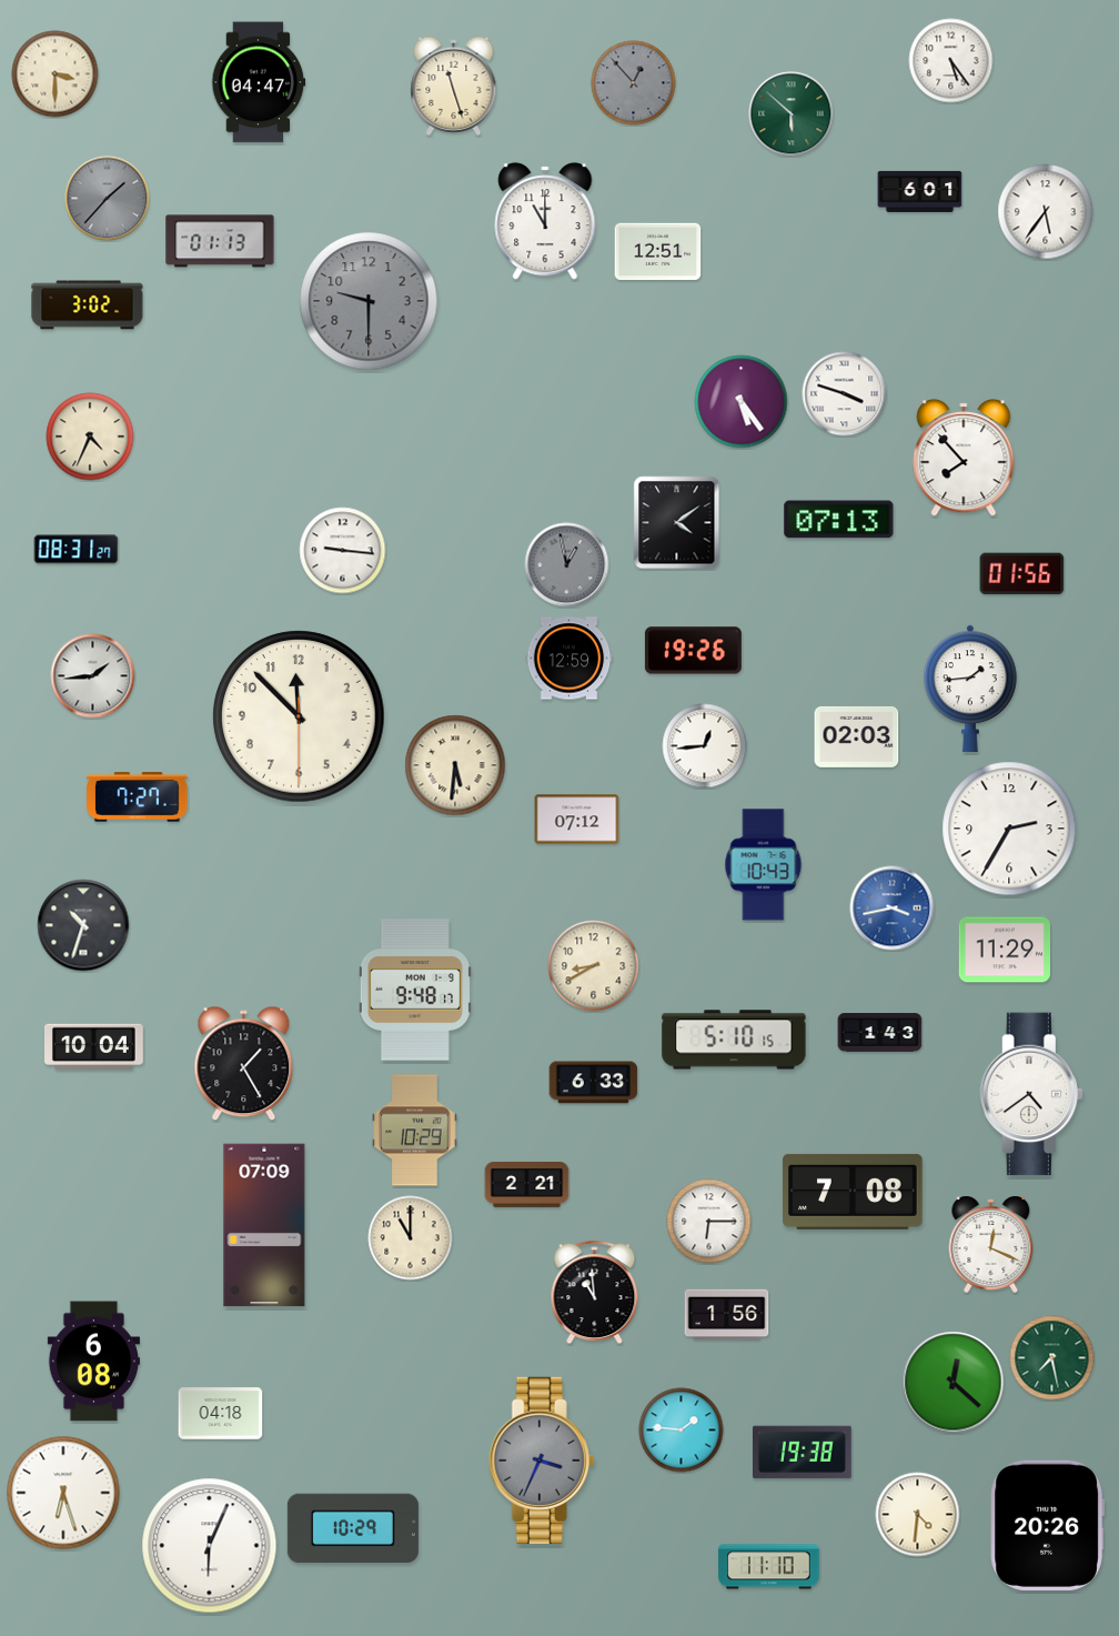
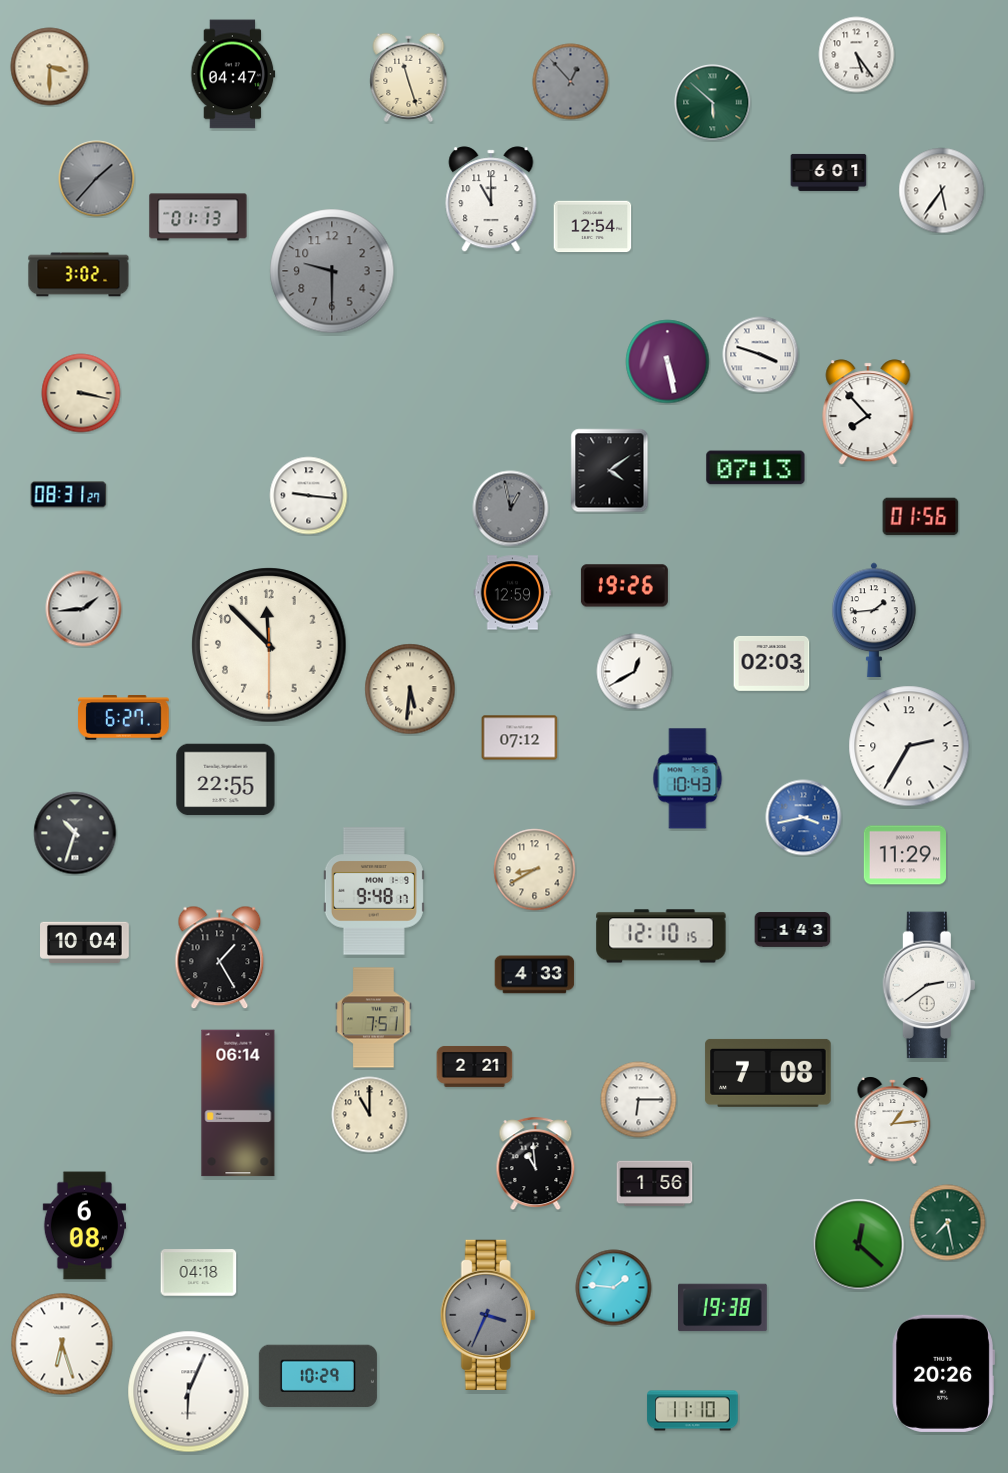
clock at (634, 83) position: (634, 83) -> (571, 82)
clock at (658, 252): 12:51 -> 12:54
clock at (742, 402): 5:24 -> 5:28
clock at (90, 436): 4:34 -> 3:17
clock at (705, 746): 12:44 -> 12:40
clock at (138, 797): 7:27 -> 6:27
clock at (226, 780): none -> 22:55
clock at (734, 1040): 5:10 -> 12:10
clock at (594, 1083): 6:33 -> 4:33
clock at (1030, 1094): 4:39 -> 2:39
clock at (415, 1131): 10:29 -> 7:51
clock at (264, 1225): 07:09 -> 06:14
clock at (991, 1244): 12:19 -> 1:14
clock at (63, 1493) position: (63, 1493) -> (62, 1344)
clock at (918, 1515): 4:31 -> none
